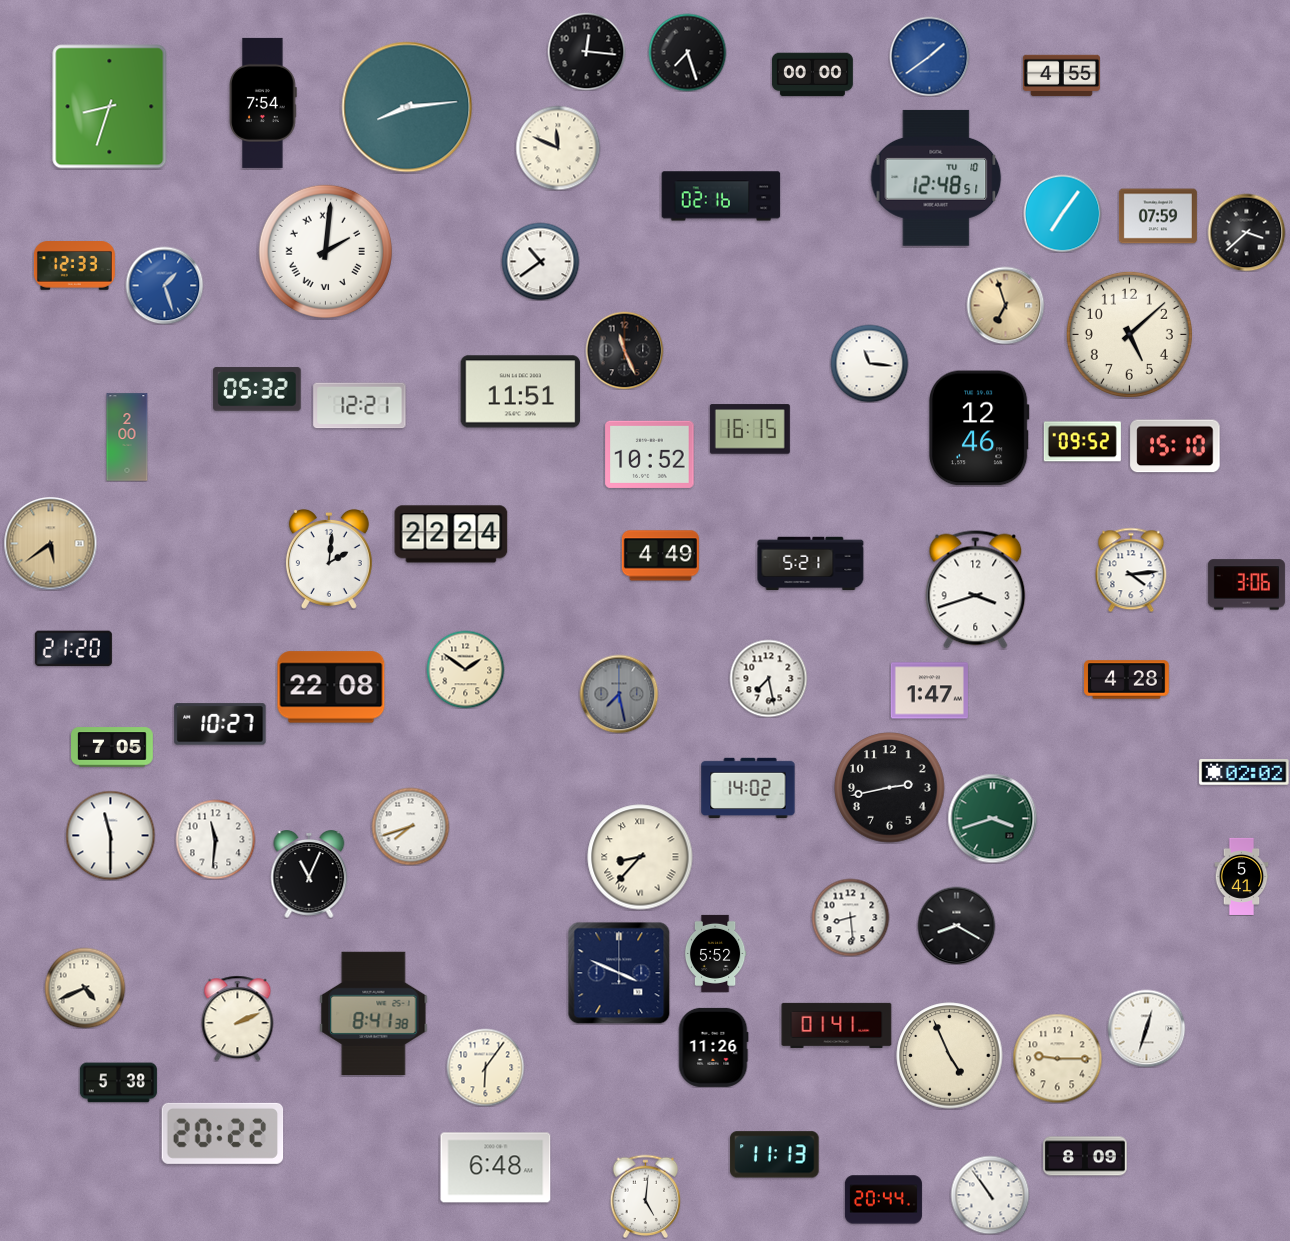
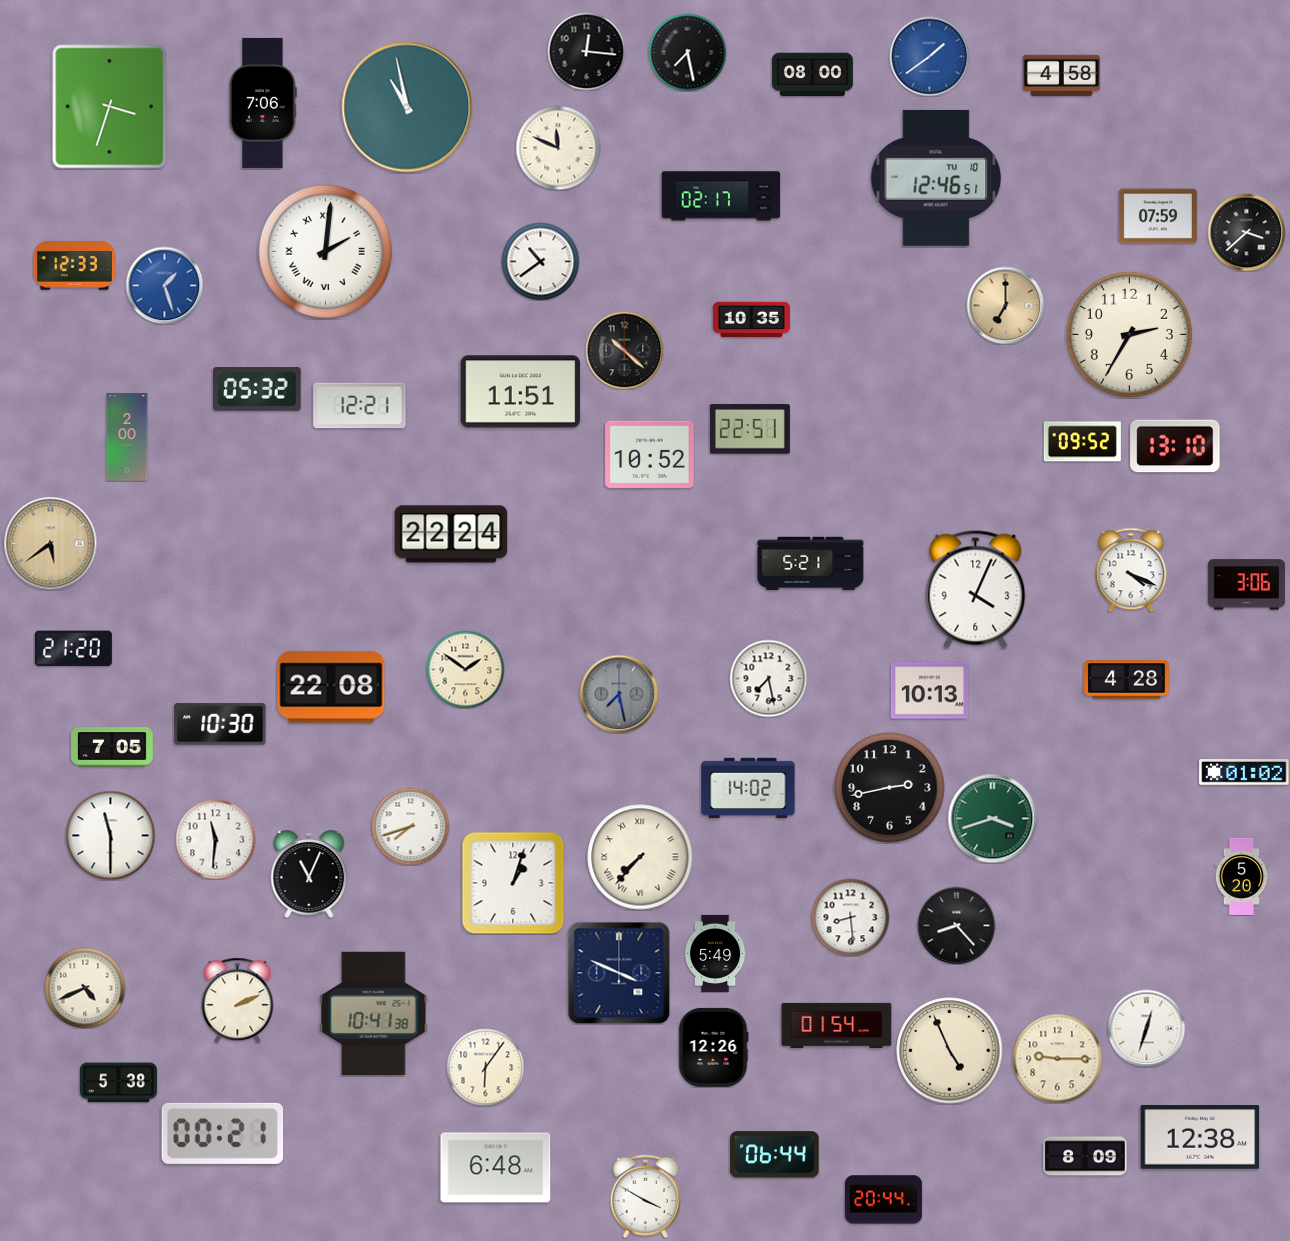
clock at (687, 52): 7:27 -> 7:28
clock at (812, 75): 00:00 -> 08:00
clock at (1061, 76): 4:55 -> 4:58
clock at (263, 103): 7:54 -> 7:06
clock at (110, 107): 8:33 -> 3:33
clock at (407, 107): 8:14 -> 10:58
clock at (936, 178): 12:48 -> 12:46
clock at (721, 196): 02:16 -> 02:17
clock at (1062, 213): 7:06 -> none
clock at (1005, 305): 6:57 -> 7:00
clock at (751, 320): none -> 10:35
clock at (1129, 334): 5:08 -> 2:35
clock at (624, 350): 11:26 -> 10:22
clock at (869, 363): 11:16 -> none
clock at (979, 428): 12:46 -> none
clock at (750, 429): 16:15 -> 22:51
clock at (1175, 446): 15:10 -> 13:10
clock at (660, 556): 4:49 -> none
clock at (329, 559): 2:01 -> none
clock at (1131, 570): 4:14 -> 4:19
clock at (976, 590): 3:42 -> 4:04
clock at (929, 691): 1:47 -> 10:13
clock at (220, 724): 10:27 -> 10:30
clock at (1244, 772): 02:02 -> 01:02
clock at (640, 857): 8:37 -> 7:37
clock at (1242, 876): 5:41 -> 5:20
clock at (513, 883): none -> 1:03
clock at (956, 925): 8:20 -> 8:23
clock at (715, 953): 5:52 -> 5:49
clock at (374, 1013): 8:41 -> 10:41
clock at (238, 1018) position: (238, 1018) -> (238, 1000)
clock at (837, 1025): 01:41 -> 01:54
clock at (713, 1047): 11:26 -> 12:26
clock at (950, 1056) position: (950, 1056) -> (950, 1051)
clock at (223, 1133): 20:22 -> 00:21
clock at (1200, 1137): none -> 12:38
clock at (775, 1155): 11:13 -> 06:44
clock at (990, 1195): 10:54 -> none
clock at (646, 1196): 5:01 -> 3:50
